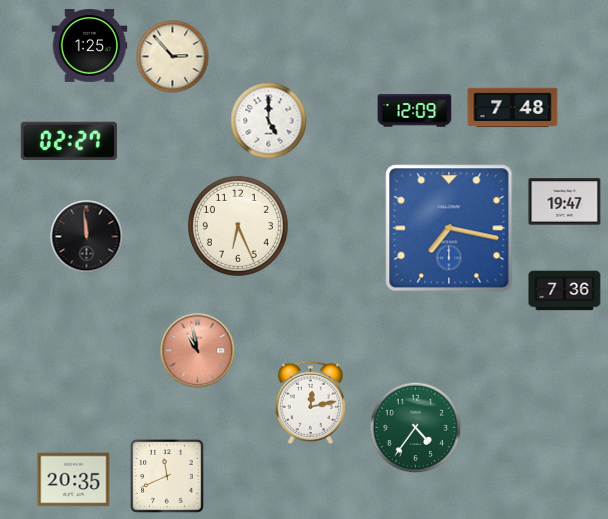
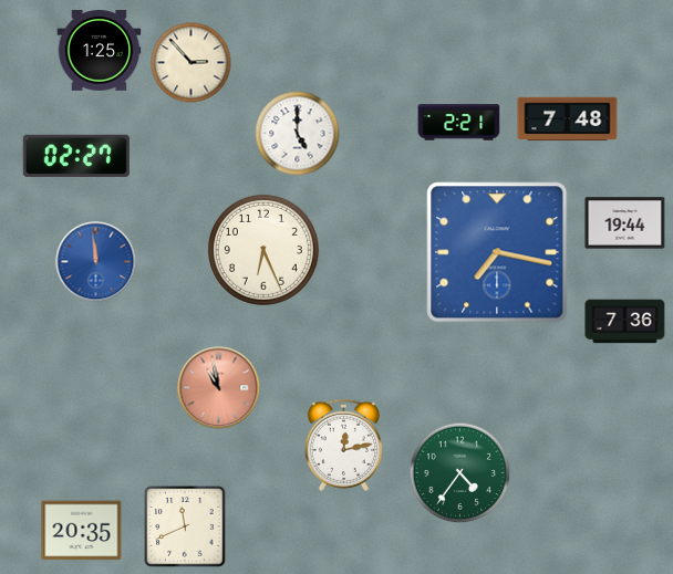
clock at (415, 111): 12:09 -> 2:21
clock at (565, 202): 19:47 -> 19:44
clock at (87, 237) dial: black -> blue
